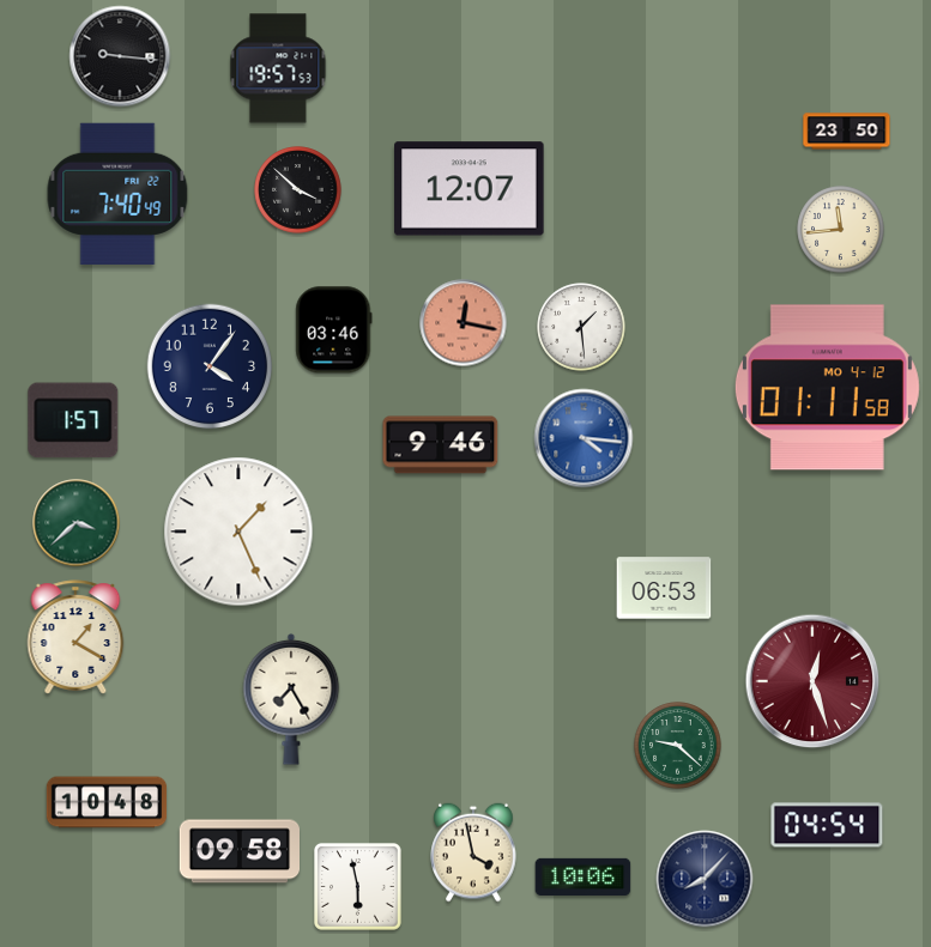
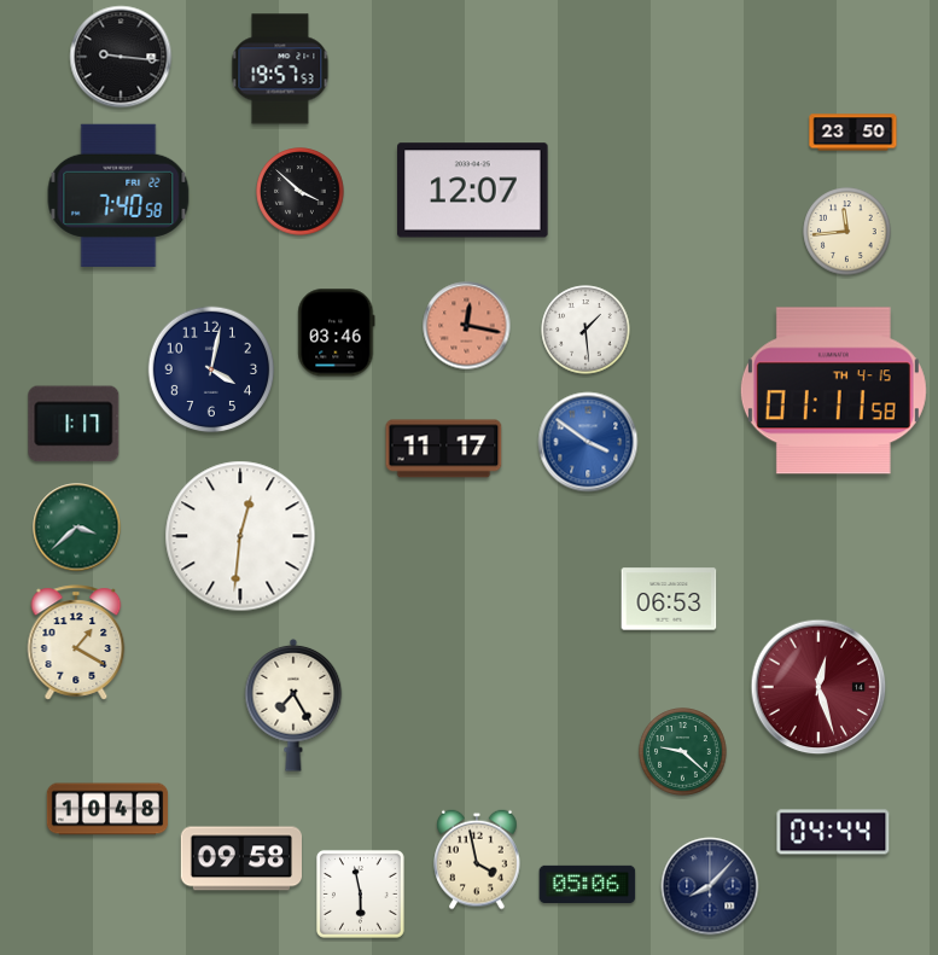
clock at (117, 193): 7:40:49 -> 7:40:58
clock at (210, 366): 4:06 -> 4:02
clock at (827, 388) date: MO 4-12 -> TH 4-15
clock at (73, 420): 1:57 -> 1:17
clock at (584, 438): 4:16 -> 3:51
clock at (441, 445): 9:46 -> 11:17
clock at (238, 532): 1:26 -> 12:31
clock at (664, 588) position: (664, 588) -> (669, 599)
clock at (827, 825): 04:54 -> 04:44
clock at (584, 876): 10:06 -> 05:06
